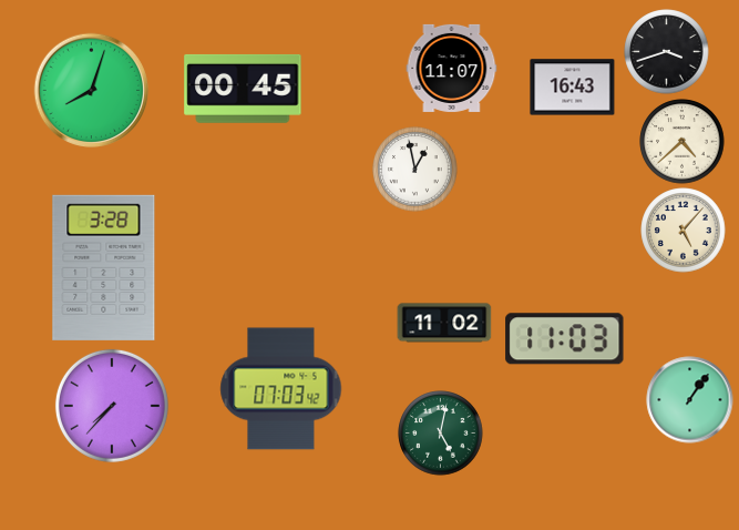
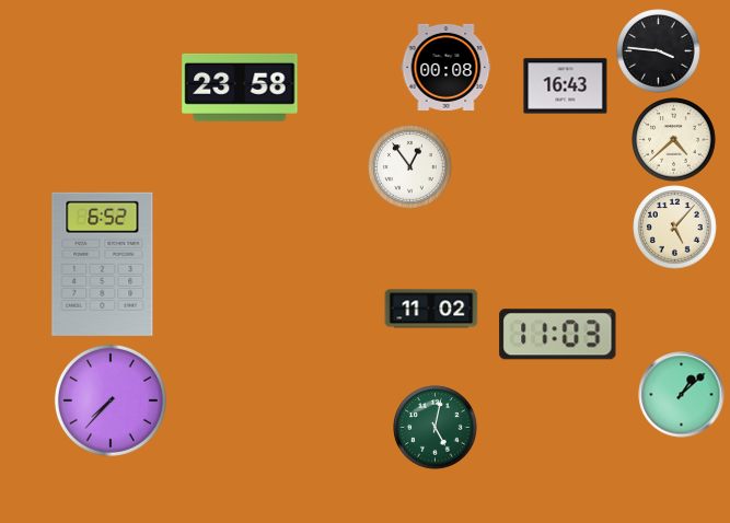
clock at (667, 52): 3:42 -> 3:46
clock at (452, 68): 11:07 -> 00:08
clock at (243, 89): 00:45 -> 23:58
clock at (92, 91): 8:03 -> none
clock at (415, 170): 12:58 -> 12:54
clock at (104, 267): 3:28 -> 6:52
clock at (444, 323) position: (444, 323) -> (431, 309)
clock at (281, 389): 07:03 -> none
clock at (690, 400): 1:06 -> 1:08
